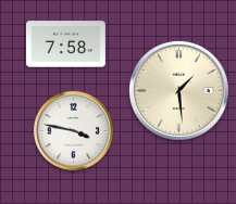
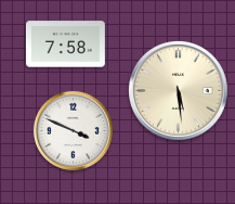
clock at (179, 91): 1:29 -> 5:29
clock at (73, 130): 3:47 -> 3:49
